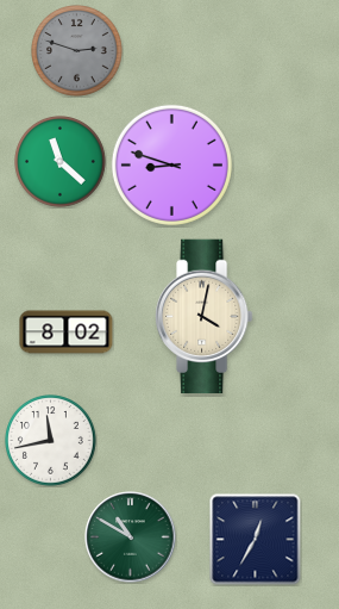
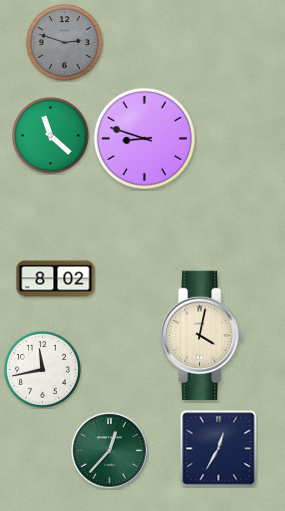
clock at (205, 317) position: (205, 317) -> (202, 336)
clock at (131, 537): 10:50 -> 12:37
clock at (256, 540) position: (256, 540) -> (219, 449)
